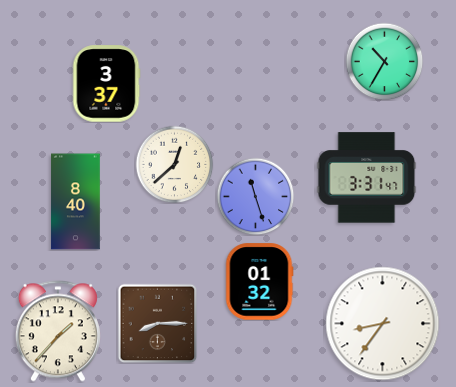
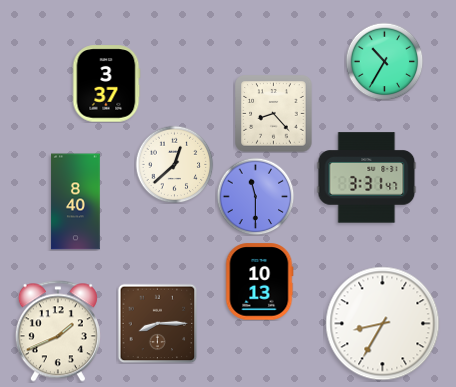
clock at (274, 114): none -> 8:23
clock at (255, 196): 11:27 -> 11:30
clock at (259, 282): 01:32 -> 10:13
clock at (383, 324): 8:36 -> 8:35
clock at (58, 331): 1:37 -> 1:41
